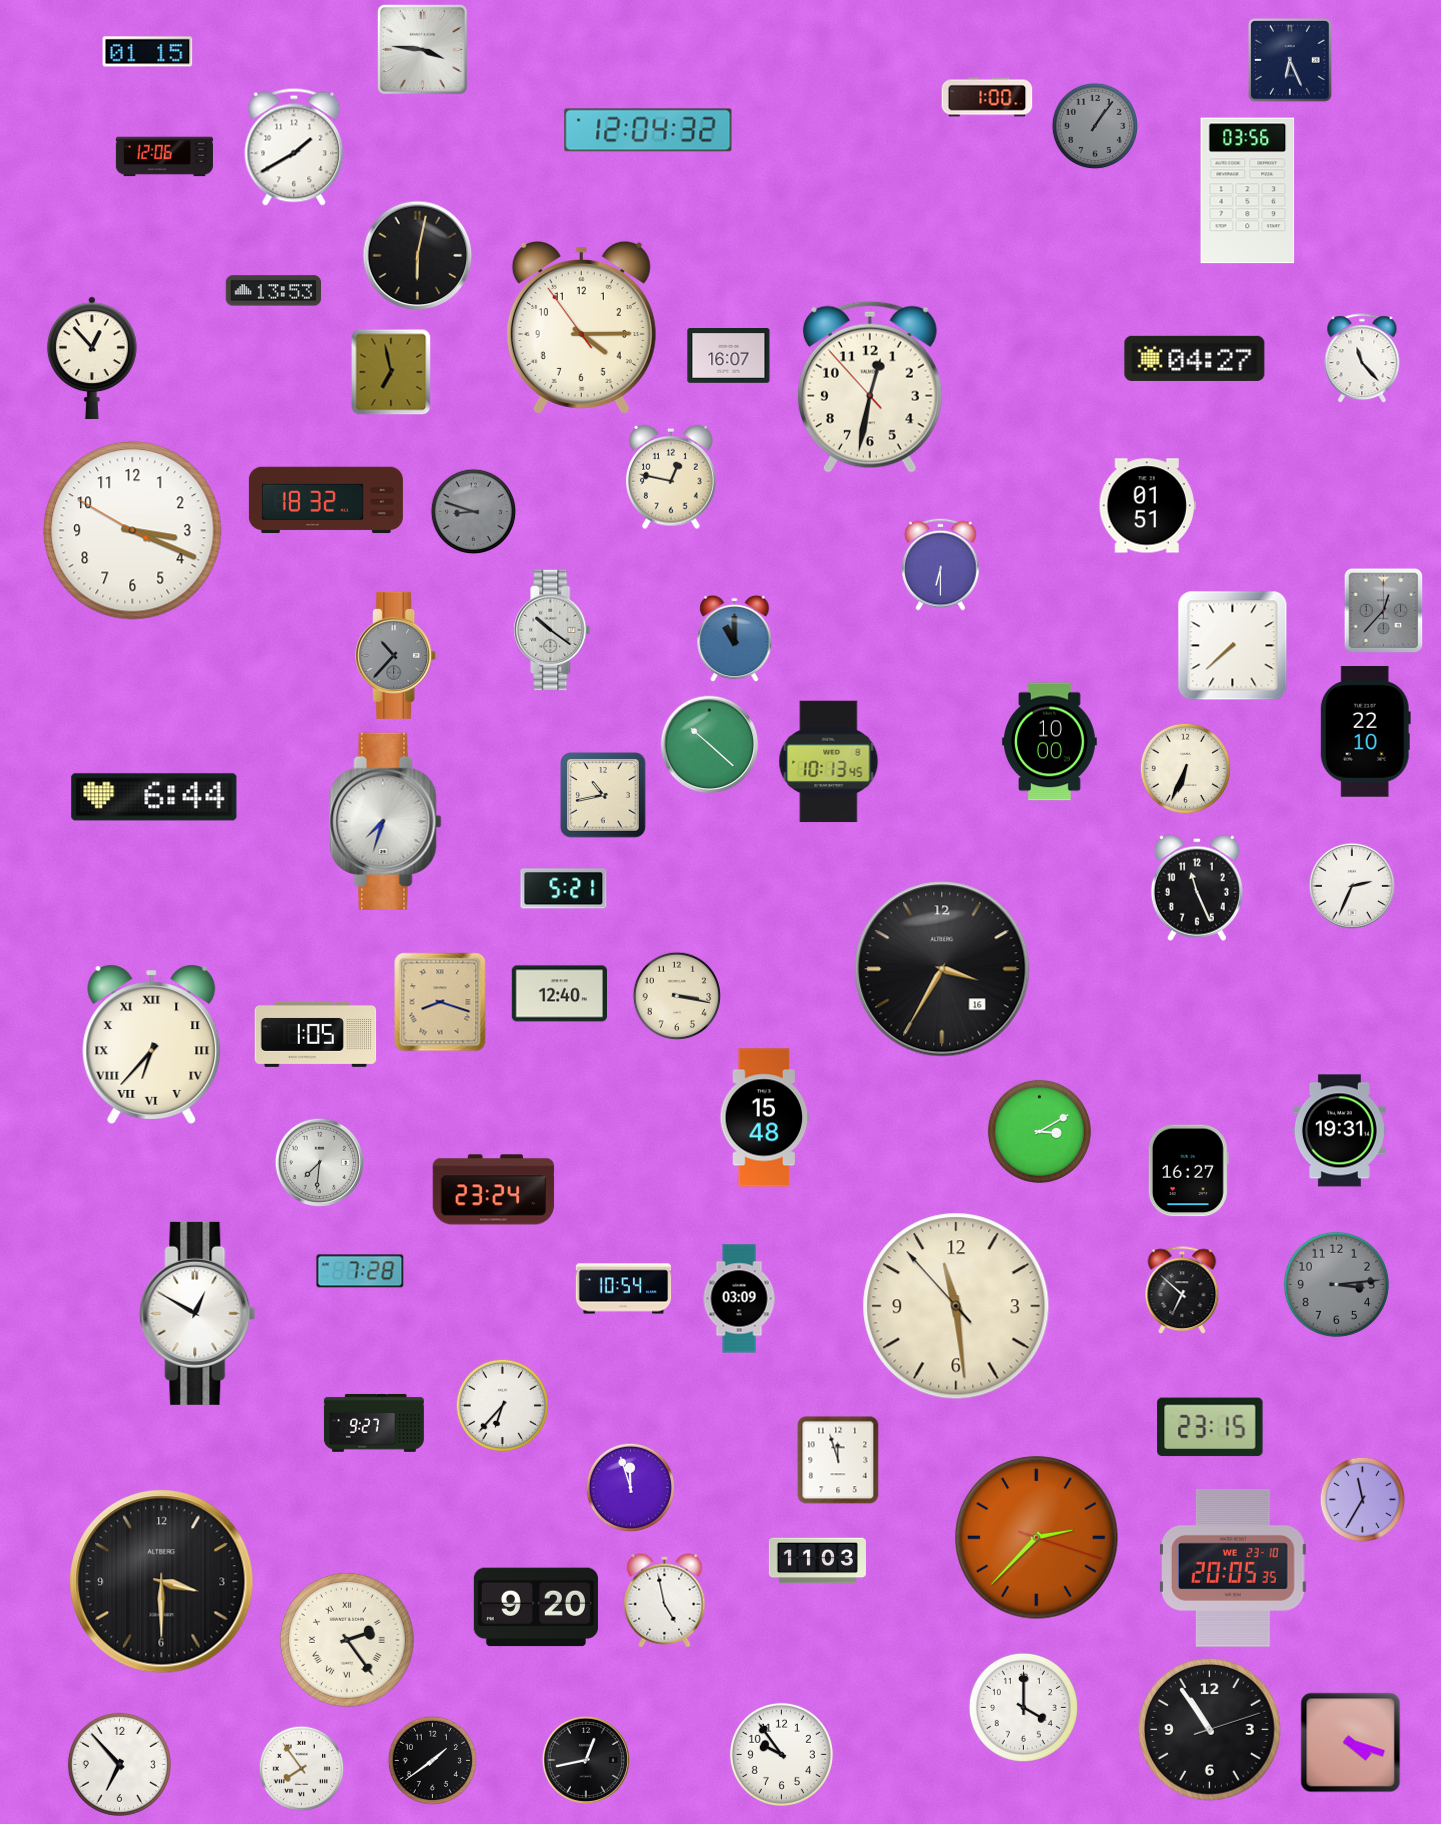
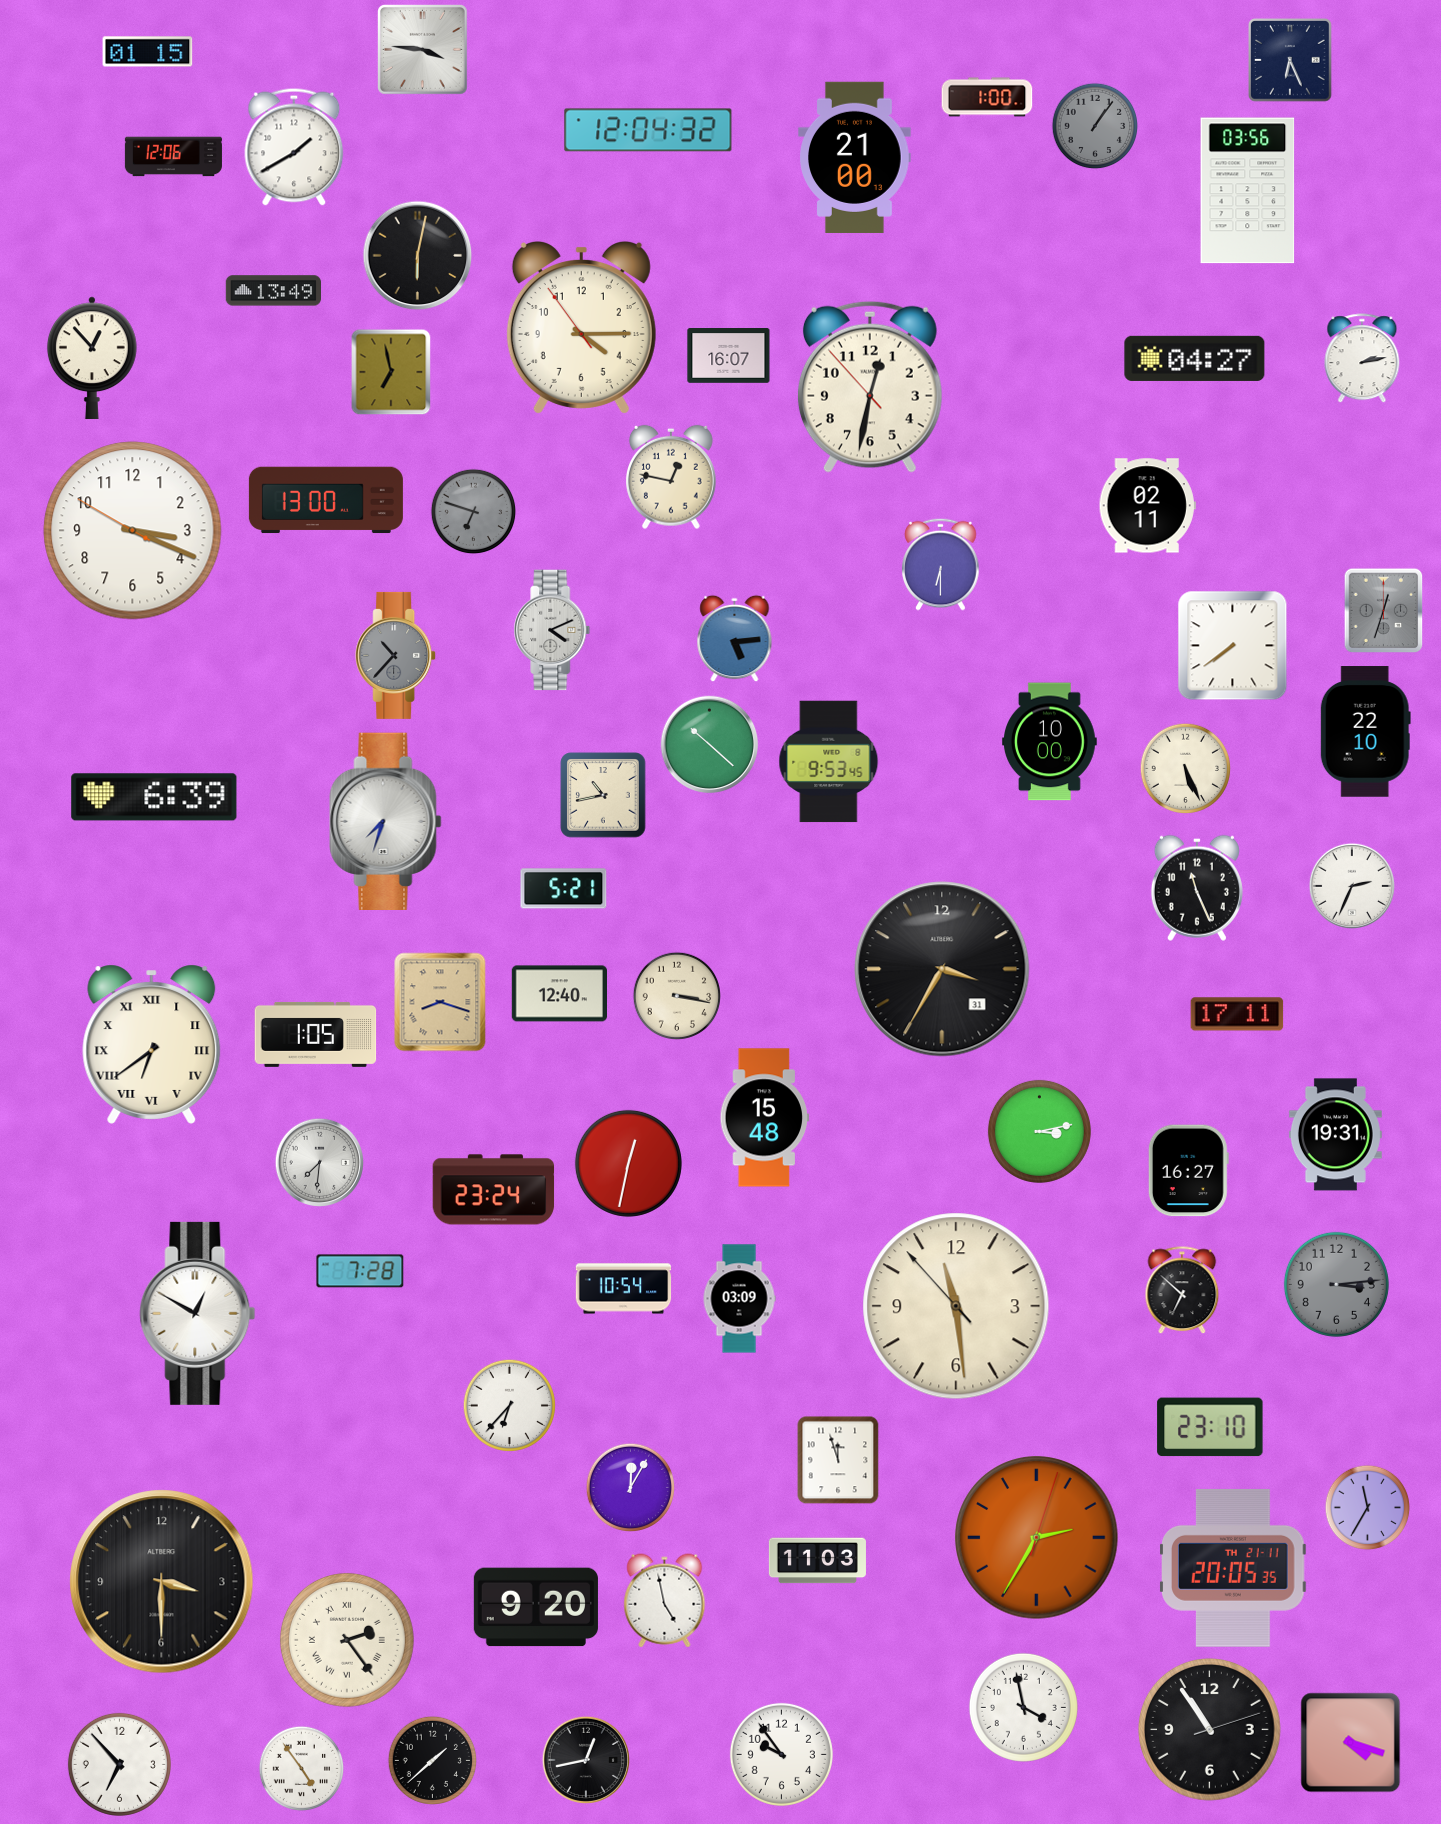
clock at (164, 157) position: (164, 157) -> (173, 157)
clock at (855, 157): none -> 21:00
clock at (273, 291): 13:53 -> 13:49
clock at (1362, 359): 11:23 -> 2:13
clock at (326, 500): 18:32 -> 13:00
clock at (1147, 506): 01:51 -> 02:11
clock at (474, 512): 8:48 -> 6:48
clock at (1384, 611): 12:37 -> 12:33
clock at (552, 630): 10:21 -> 4:11
clock at (735, 639): 11:00 -> 5:14
clock at (1233, 646): 7:38 -> 7:39
clock at (829, 762): 10:13 -> 9:53
clock at (1185, 768): 6:34 -> 5:26
clock at (154, 797): 6:44 -> 6:39
clock at (942, 969) date: 16 -> 31
clock at (1237, 1014): none -> 17:11
clock at (152, 1044): 6:37 -> 6:39
clock at (1039, 1131): 3:10 -> 3:13
clock at (1339, 1131) position: (1339, 1131) -> (1335, 1135)
clock at (628, 1163): none -> 12:32
clock at (502, 1405) position: (502, 1405) -> (509, 1405)
clock at (374, 1423): 9:27 -> none
clock at (1210, 1427): 23:15 -> 23:10
clock at (630, 1487): 11:57 -> 12:05
clock at (1363, 1500) position: (1363, 1500) -> (1368, 1508)
clock at (1037, 1538): 2:37 -> 2:35
clock at (1233, 1568) date: WE 23-10 -> TH 21-11
clock at (1023, 1707): 4:00 -> 3:58
clock at (432, 1760): 1:39 -> 1:38
clock at (302, 1769): 7:54 -> 4:54
